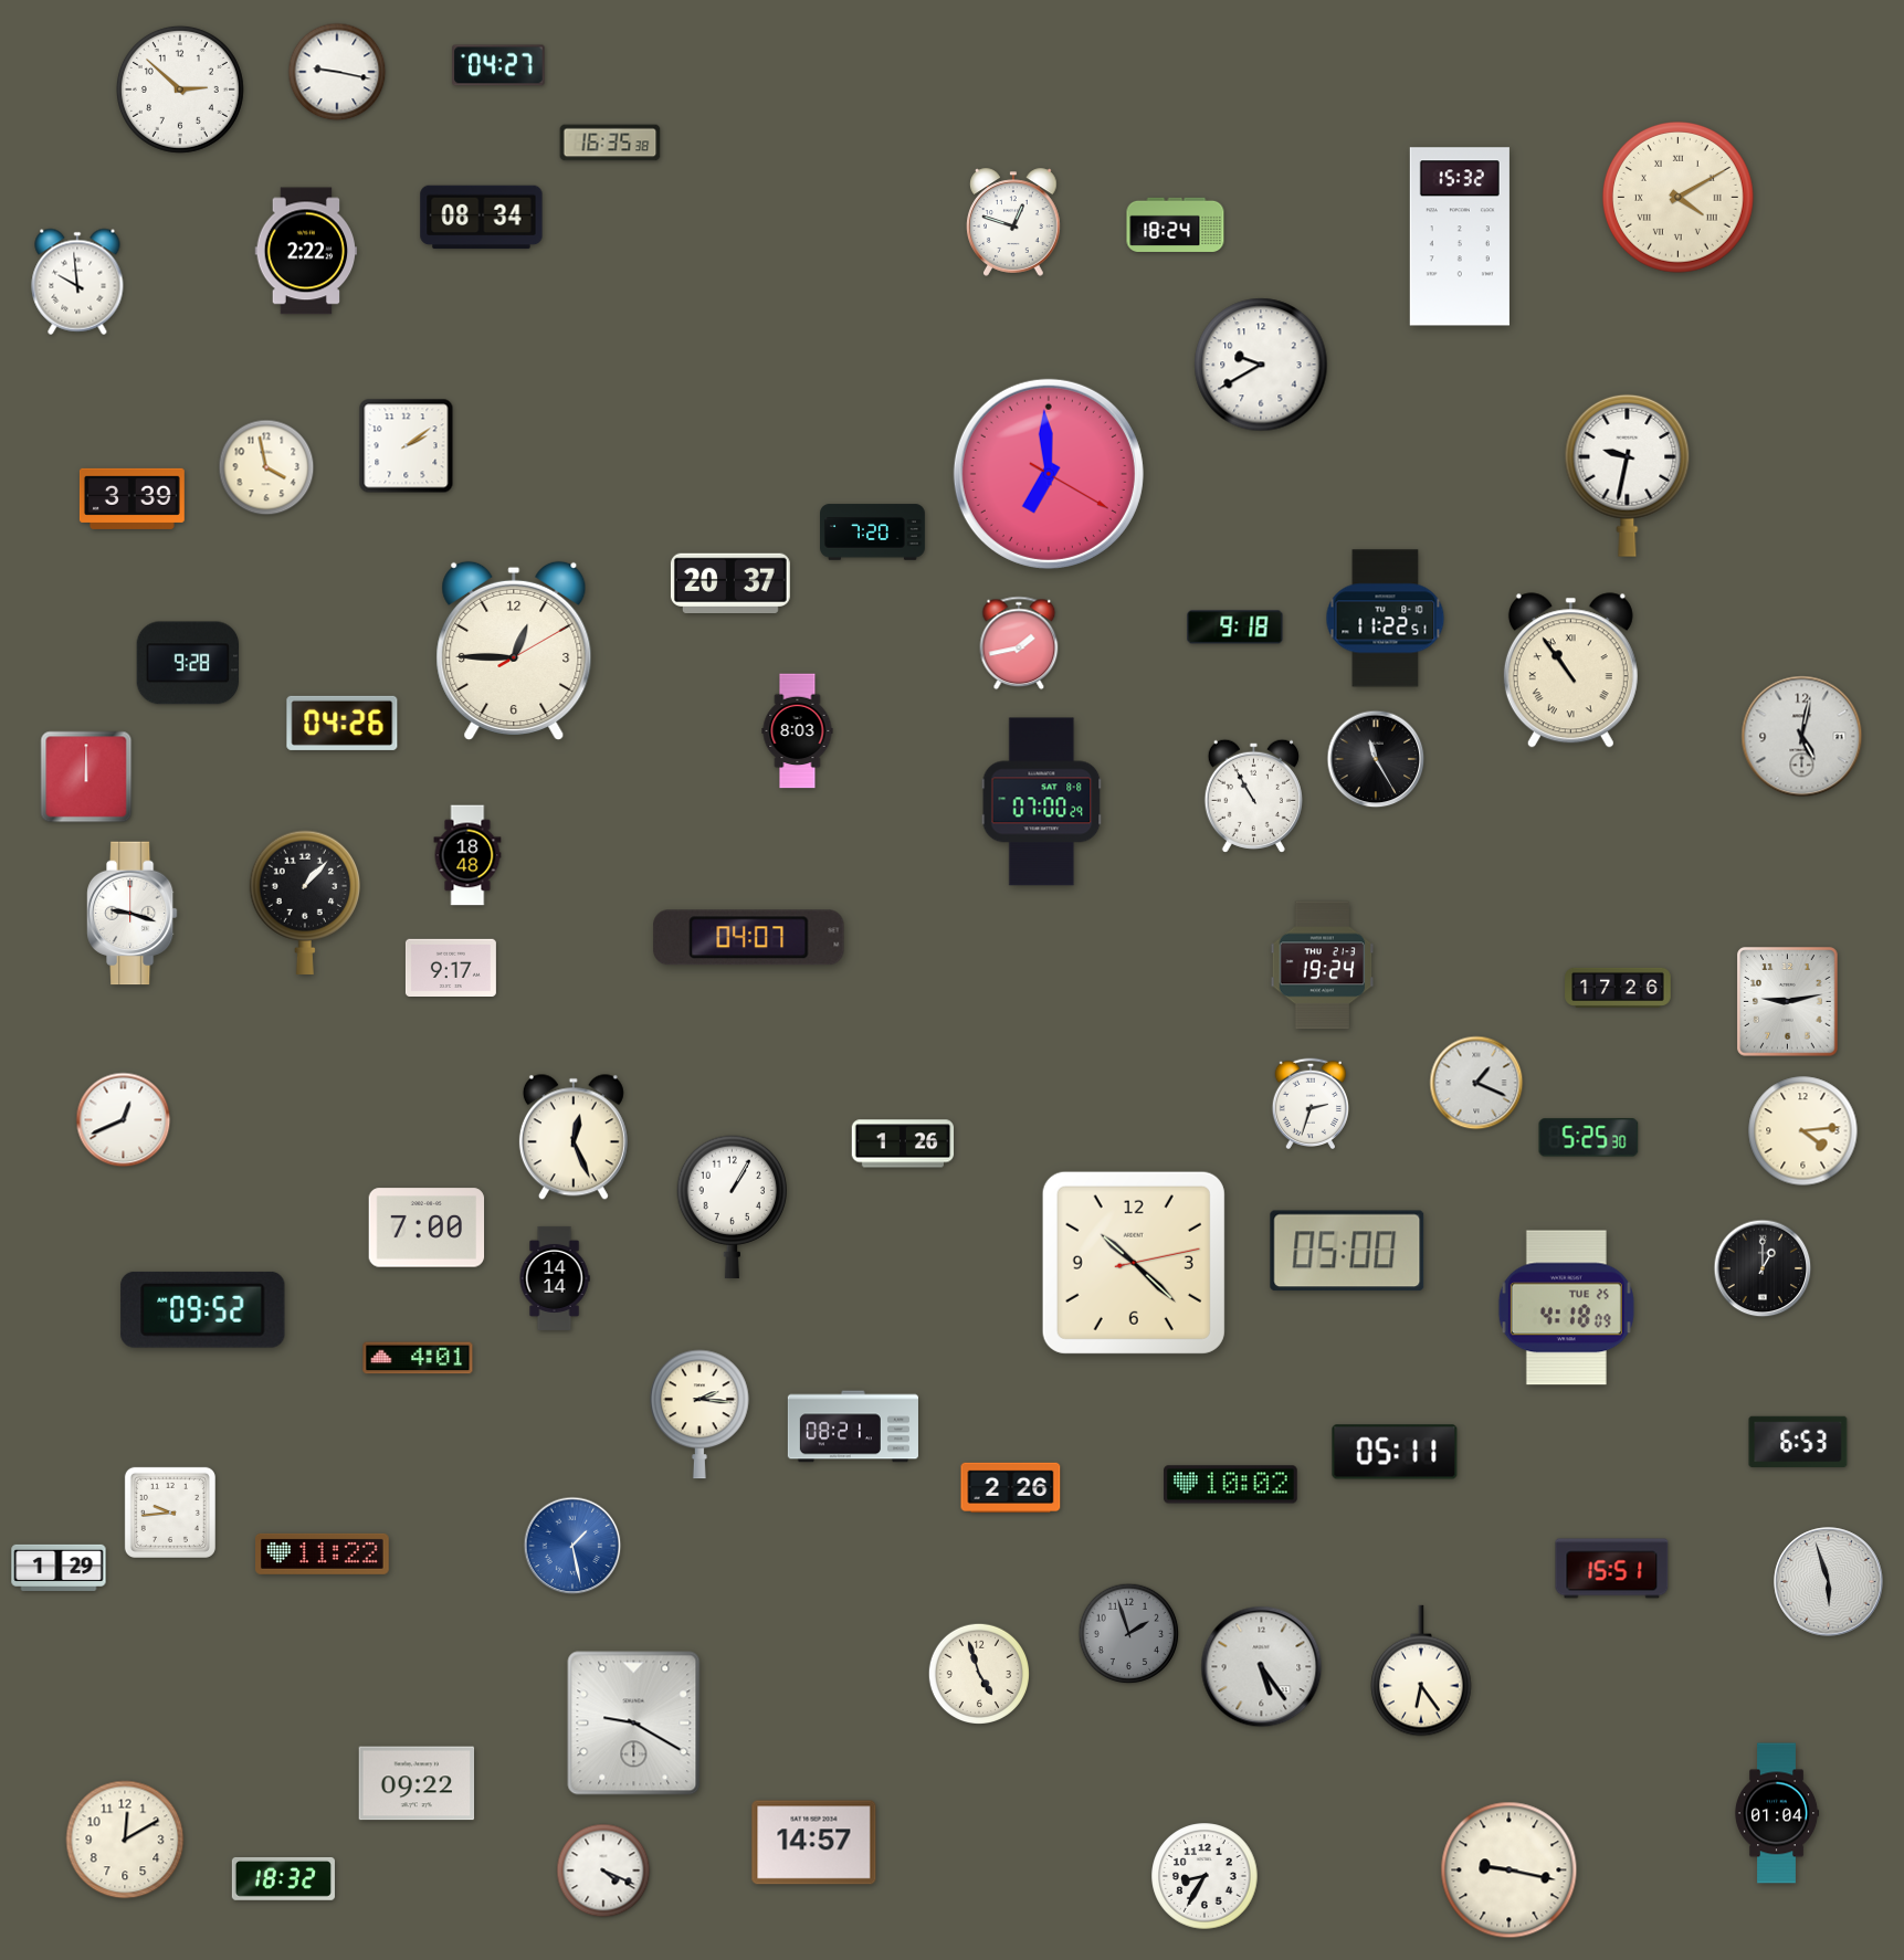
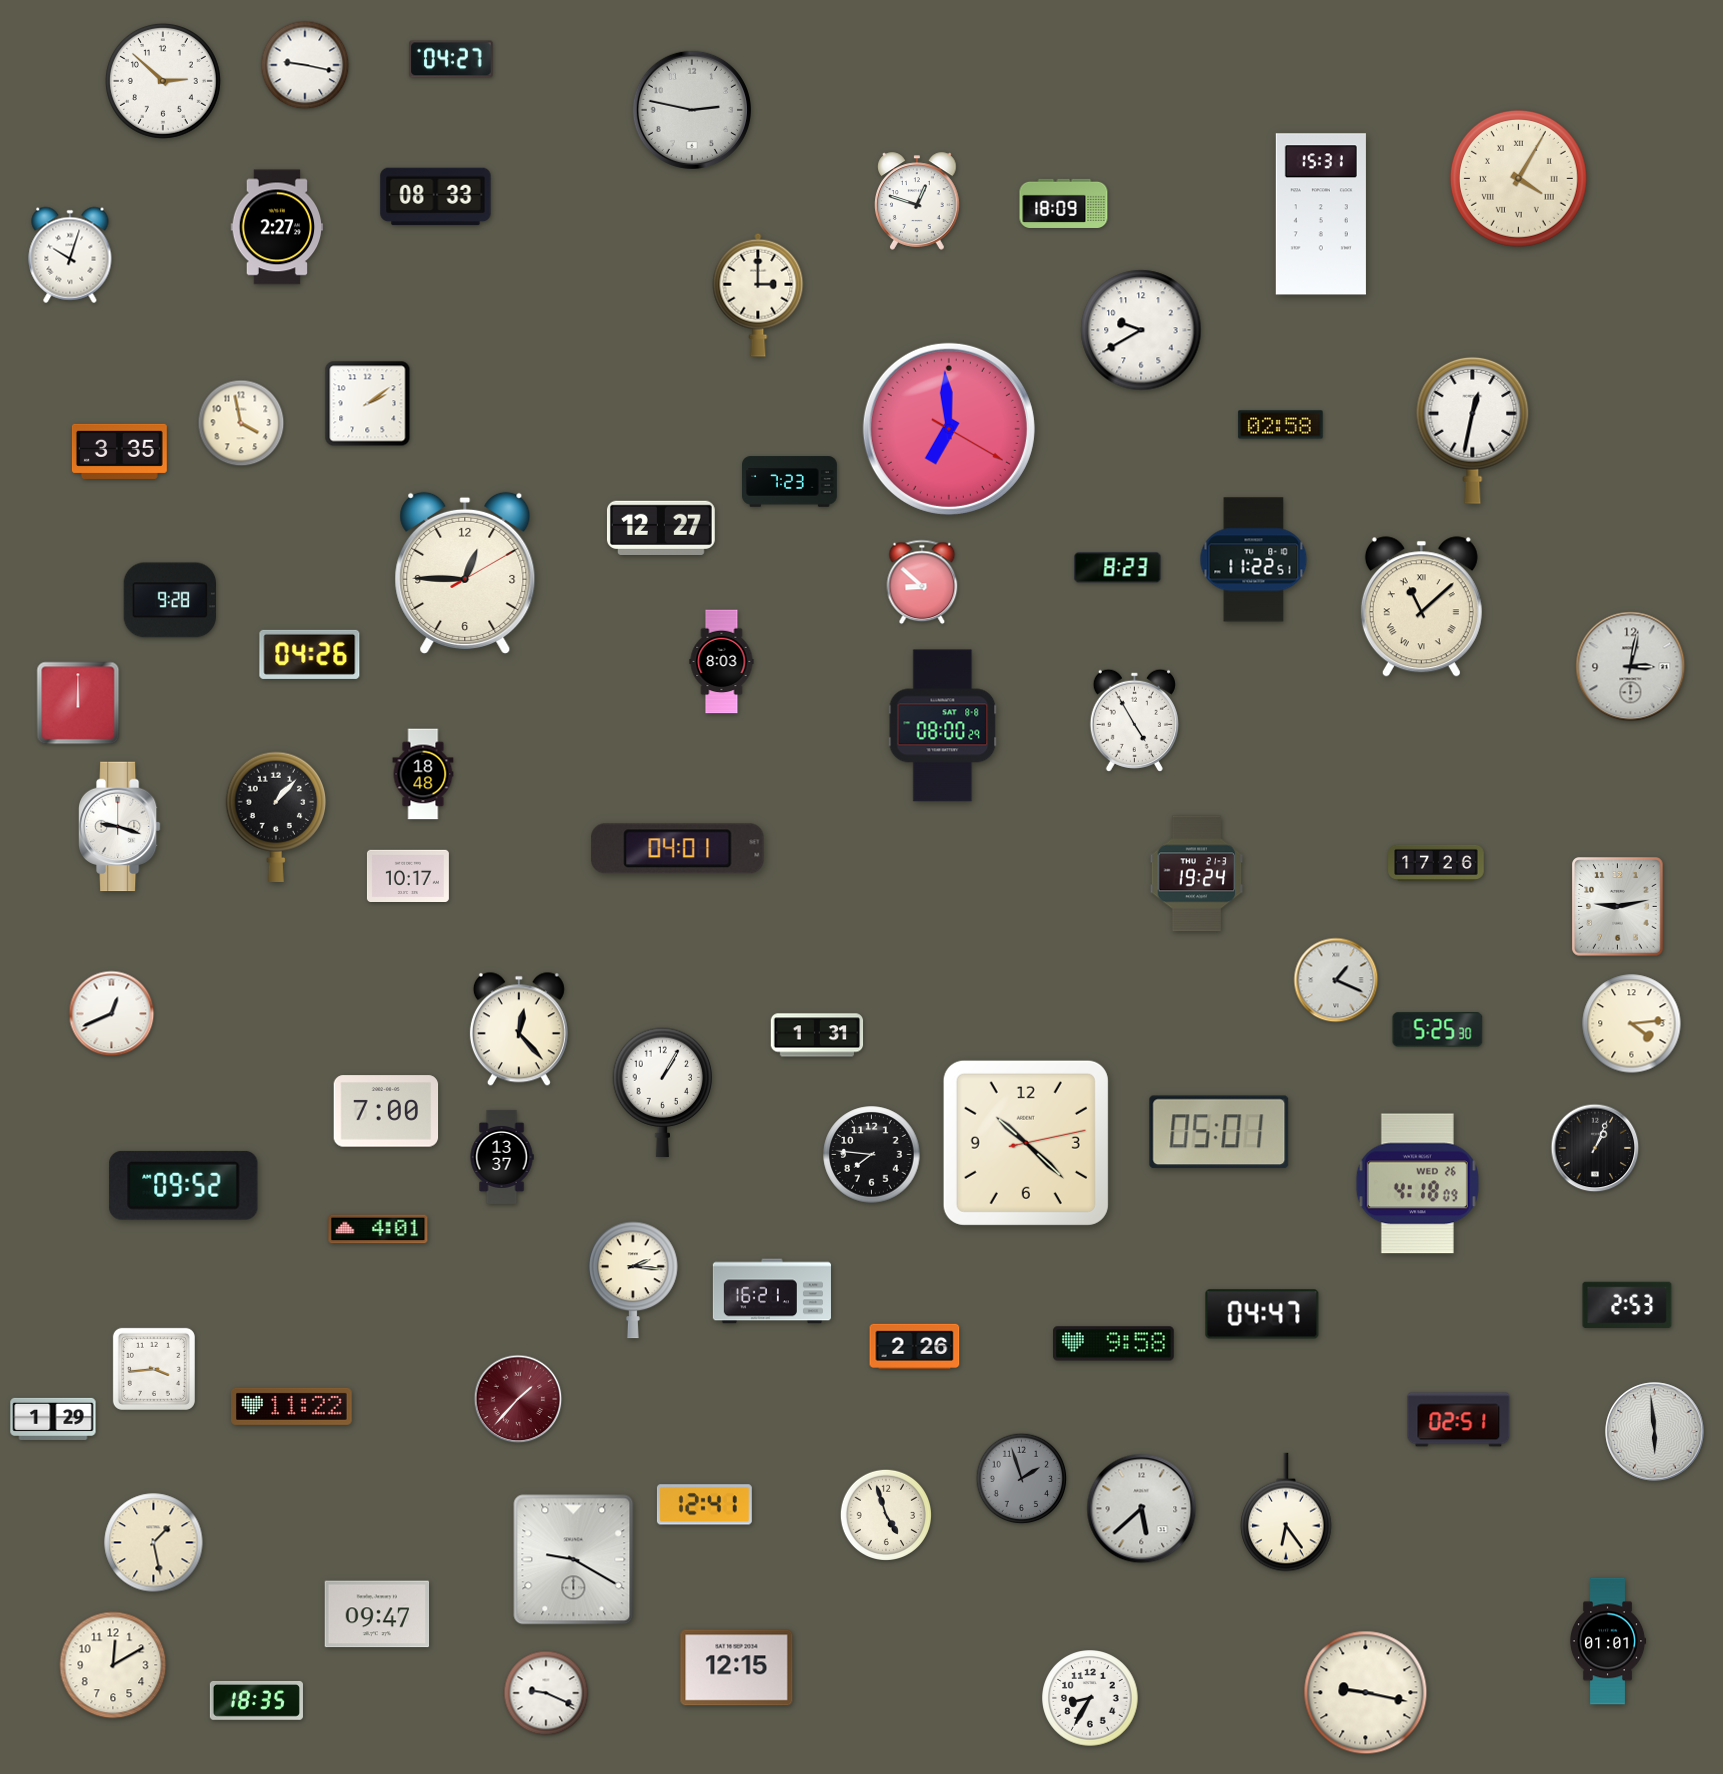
clock at (692, 110): none -> 2:47
clock at (610, 143): 16:35 -> none
clock at (1677, 197): 4:10 -> 4:05
clock at (482, 218): 08:34 -> 08:33
clock at (1176, 224): 18:24 -> 18:09
clock at (1460, 236): 15:32 -> 15:31
clock at (306, 251): 2:22 -> 2:27
clock at (77, 282): 9:59 -> 10:03
clock at (758, 295): none -> 3:00
clock at (1281, 425): none -> 02:58
clock at (1628, 475): 9:32 -> 12:32
clock at (132, 498): 3:39 -> 3:35
clock at (873, 533): 7:20 -> 7:23
clock at (730, 582): 20:37 -> 12:27
clock at (1235, 628): 9:18 -> 8:23
clock at (1019, 643): 1:43 -> 8:52
clock at (514, 651) position: (514, 651) -> (465, 573)
clock at (1570, 671): 10:54 -> 11:08
clock at (1802, 737): 5:02 -> 3:02
clock at (1376, 759): 11:25 -> none
clock at (1253, 795): 10:55 -> 4:55
clock at (1042, 802): 07:00 -> 08:00
clock at (749, 938): 04:07 -> 04:01
clock at (451, 967): 9:17 -> 10:17
clock at (1618, 988) position: (1618, 988) -> (1436, 863)
clock at (1311, 1103): 2:33 -> none
clock at (574, 1137): 12:26 -> 12:23
clock at (903, 1144): 1:26 -> 1:31
clock at (1347, 1251): 05:00 -> 05:01
clock at (1763, 1268): 1:00 -> 1:04
clock at (872, 1155): none -> 7:46
clock at (555, 1278): 14:14 -> 13:37
clock at (1566, 1308) date: TUE 25 -> WED 26
clock at (853, 1426): 08:21 -> 16:21
clock at (1798, 1442): 6:53 -> 2:53
clock at (1395, 1452): 05:11 -> 04:47
clock at (1231, 1485): 10:02 -> 9:58
clock at (170, 1513): 9:44 -> 3:44
clock at (572, 1546): 1:28 -> 1:37
clock at (572, 1546) dial: blue -> burgundy
clock at (1612, 1569): 15:51 -> 02:51
clock at (1829, 1582): 5:57 -> 5:59
clock at (704, 1505): none -> 12:41
clock at (1262, 1667): 5:24 -> 5:38
clock at (154, 1543): none -> 1:28
clock at (417, 1783): 09:22 -> 09:47
clock at (1777, 1813): 01:04 -> 01:01
clock at (814, 1843): 14:57 -> 12:15
clock at (603, 1871): 4:19 -> 9:19
clock at (283, 1879): 18:32 -> 18:35
